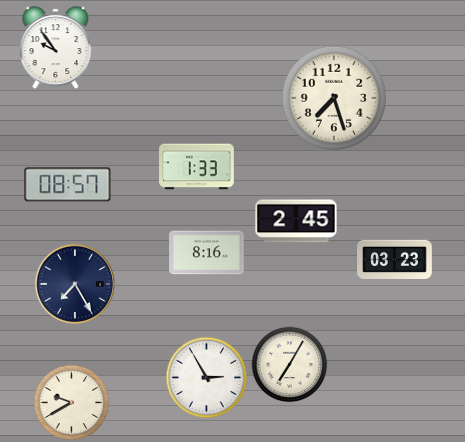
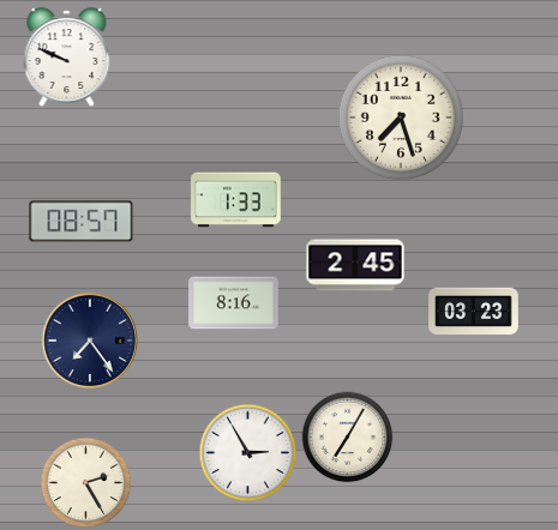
clock at (56, 47): 9:54 -> 9:49
clock at (207, 253) position: (207, 253) -> (234, 303)
clock at (74, 283): 7:25 -> 7:24
clock at (72, 403): 9:40 -> 2:25
